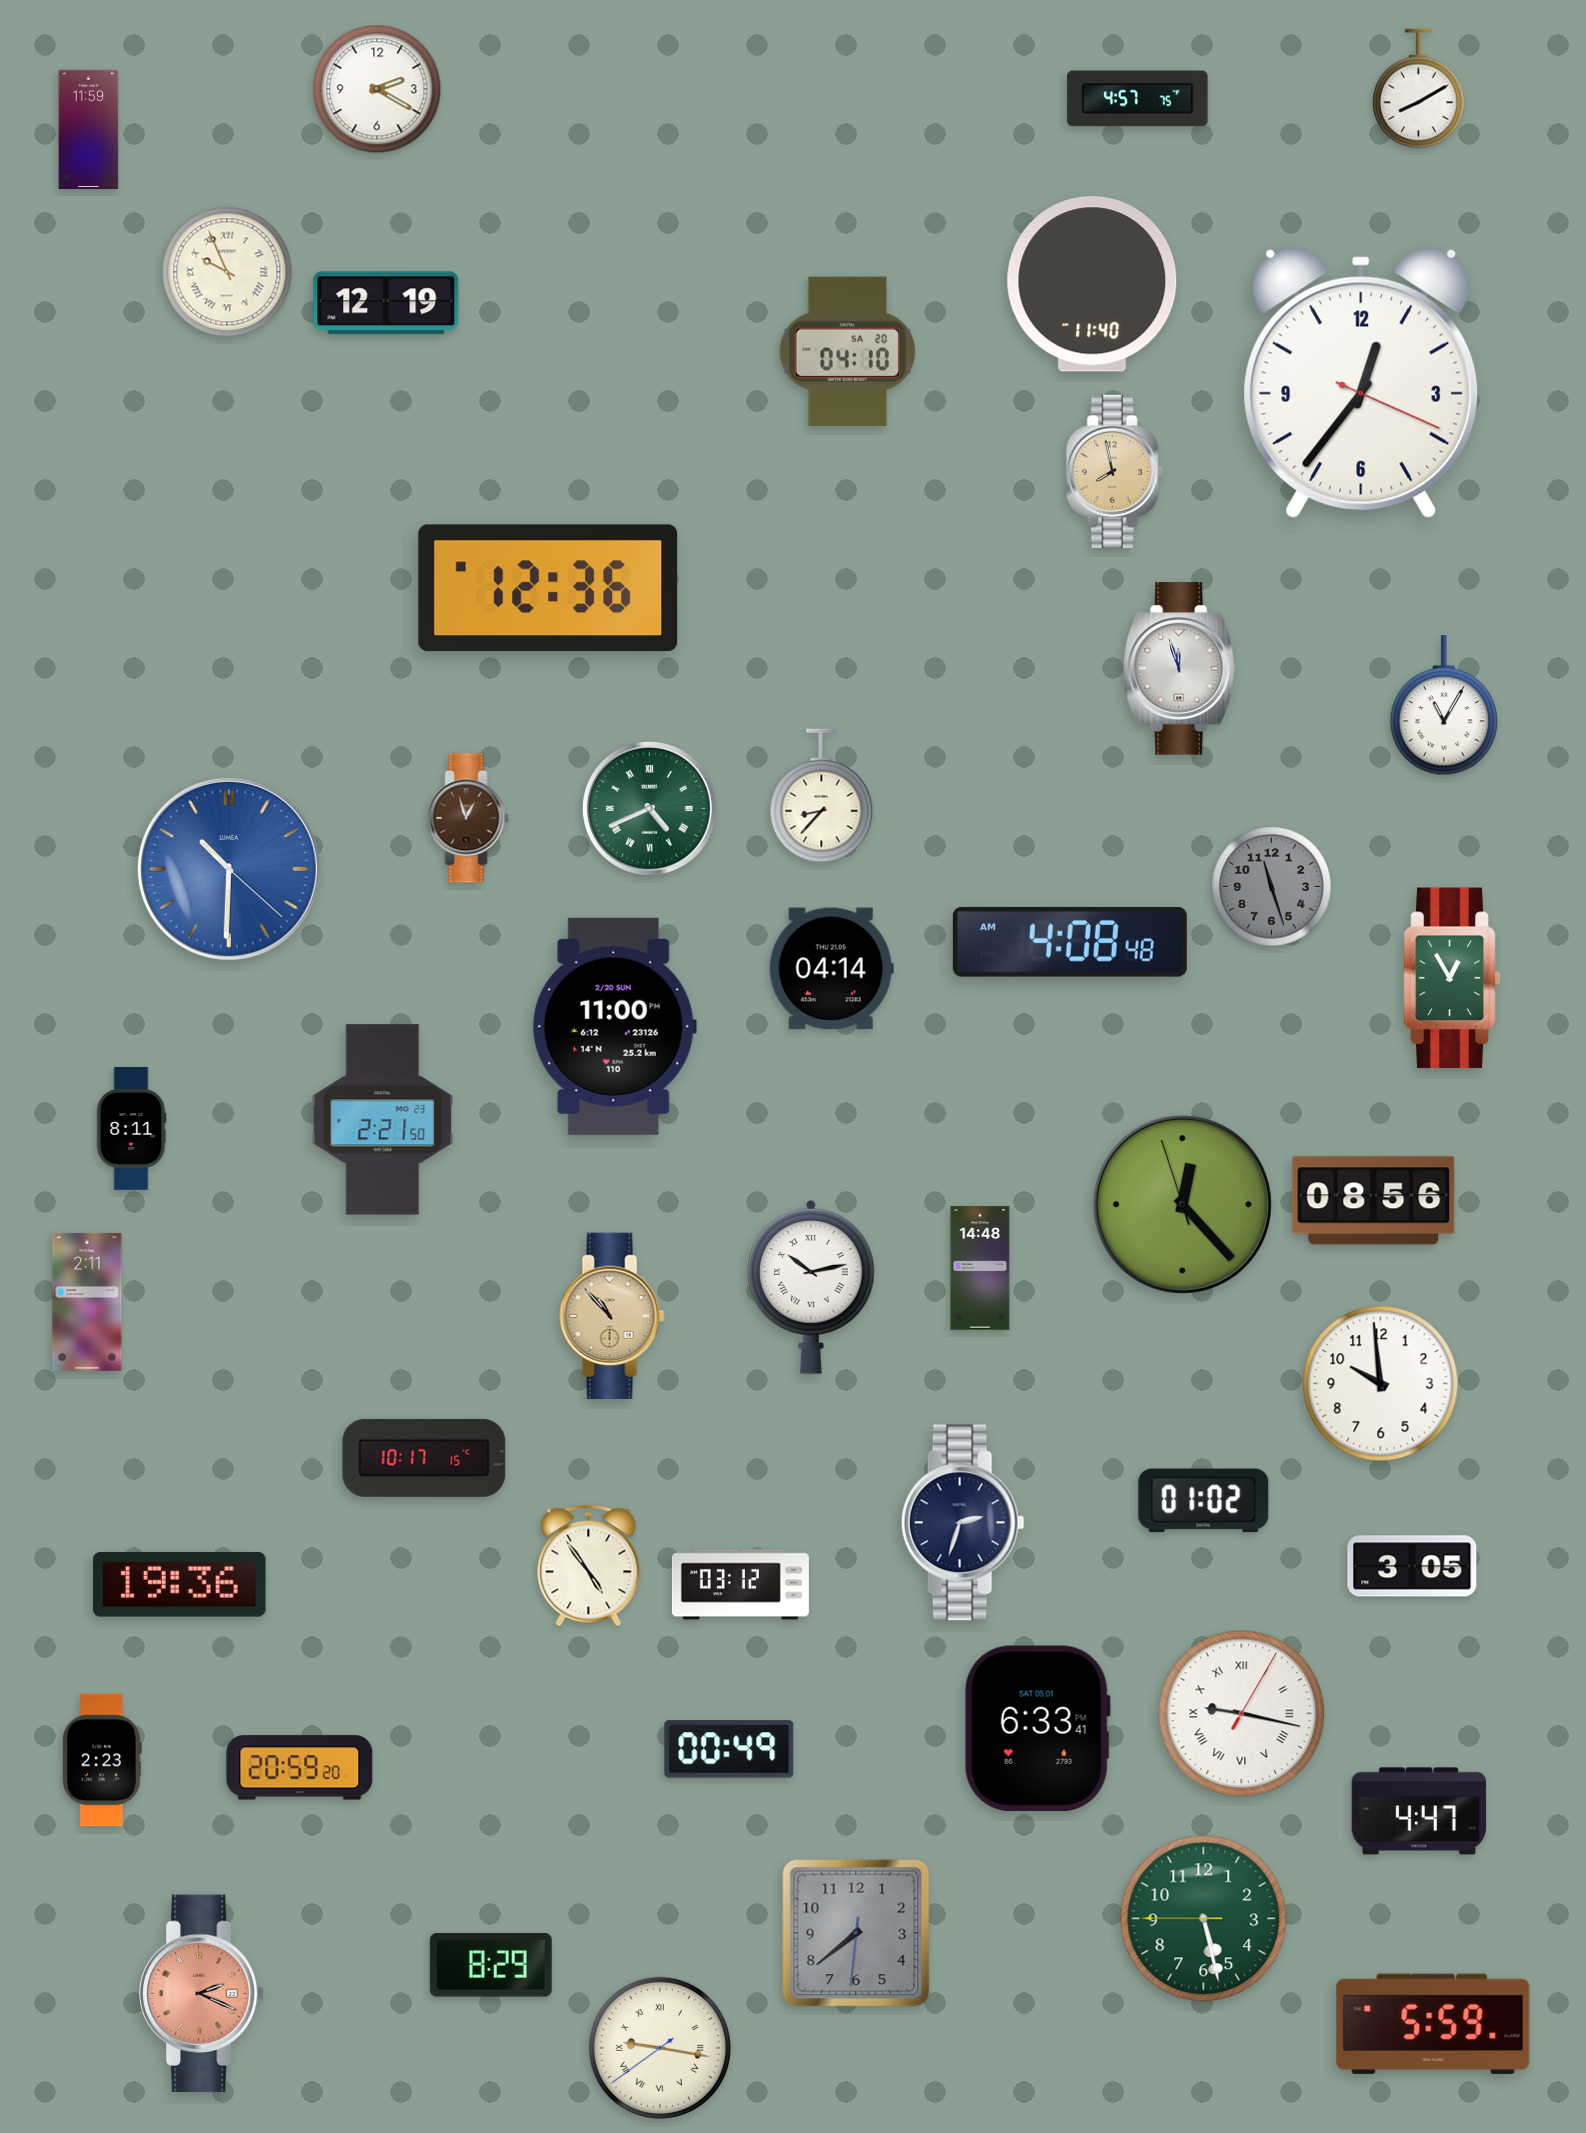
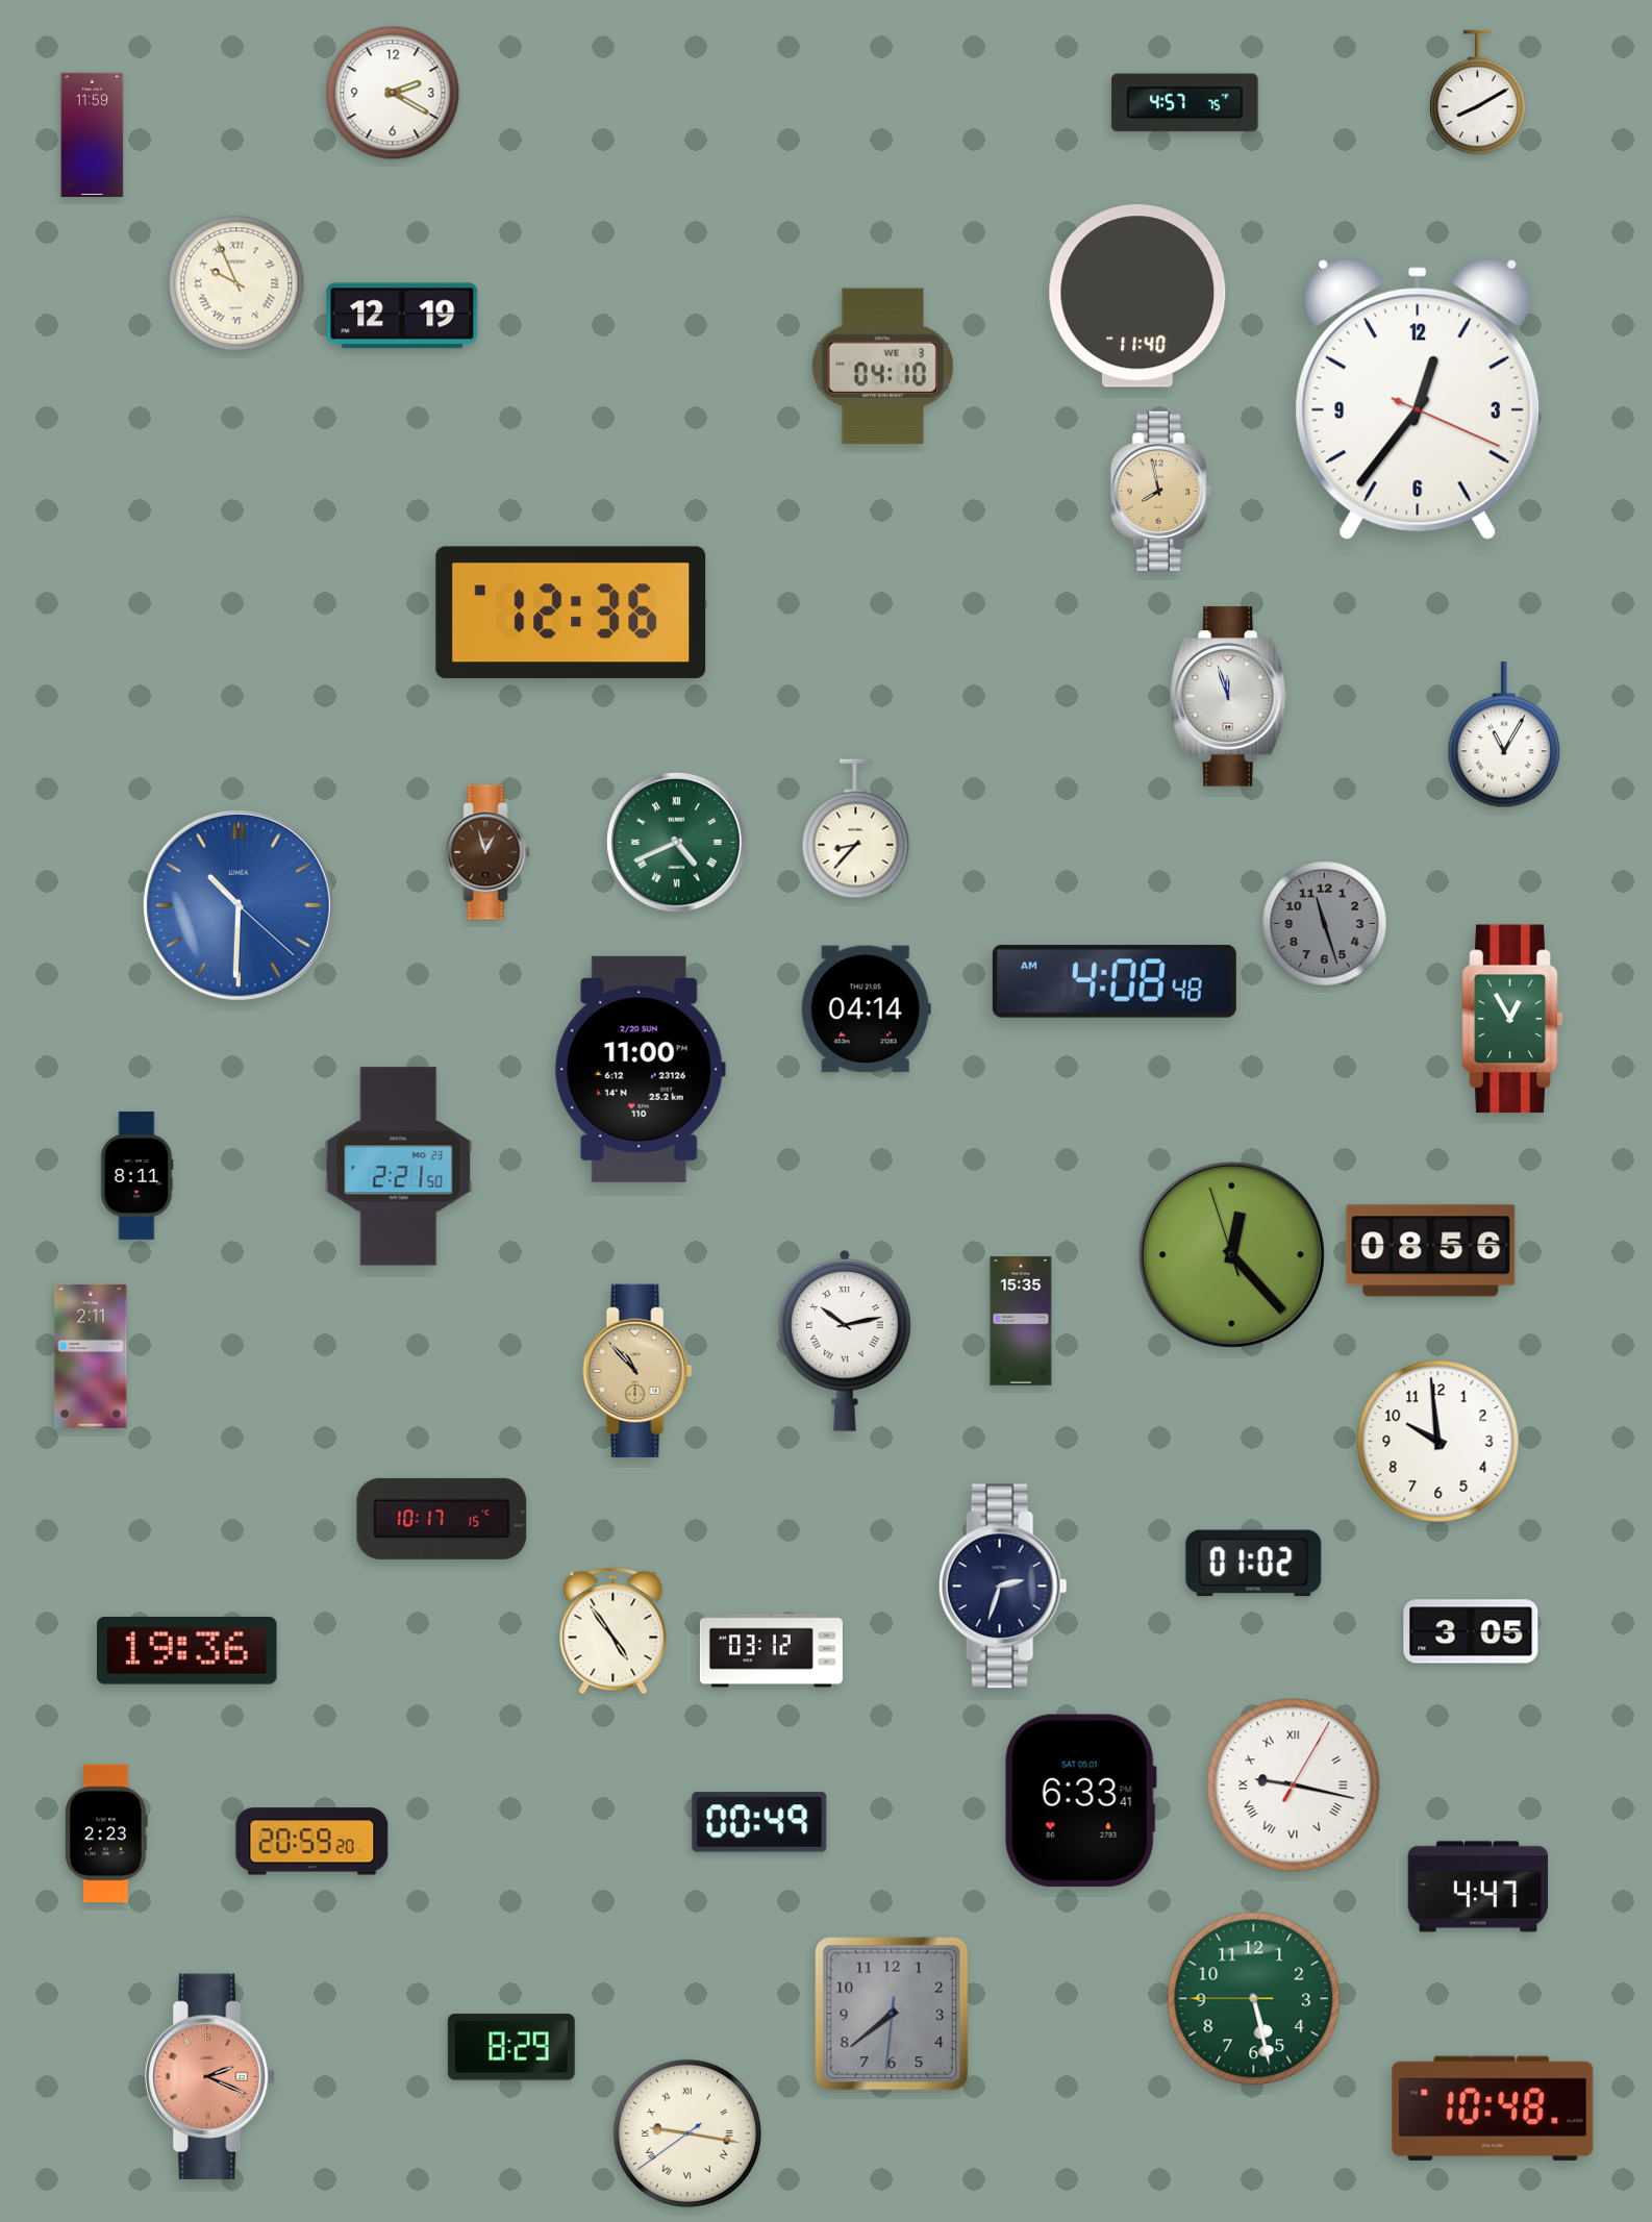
clock at (847, 352) date: SA 20 -> WE 3
clock at (980, 1268): 14:48 -> 15:35
clock at (1433, 2024): 5:59 -> 10:48
